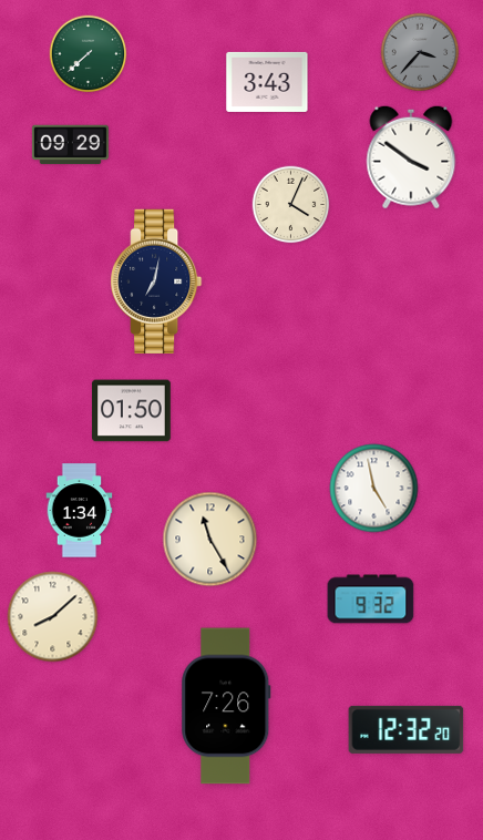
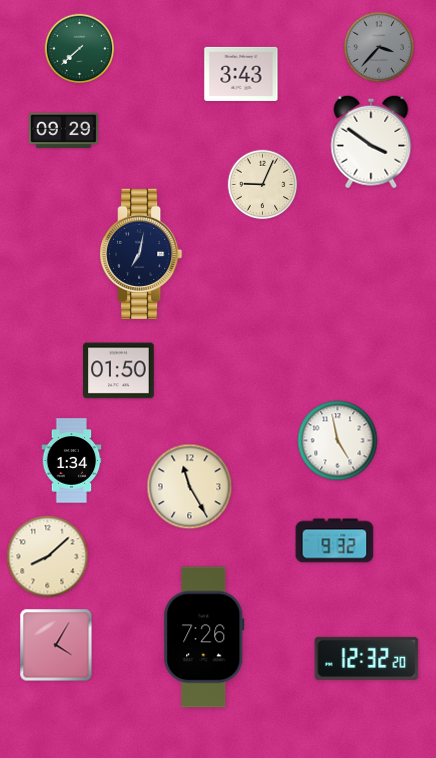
clock at (291, 205): 4:04 -> 9:04
clock at (56, 645): none -> 4:05
